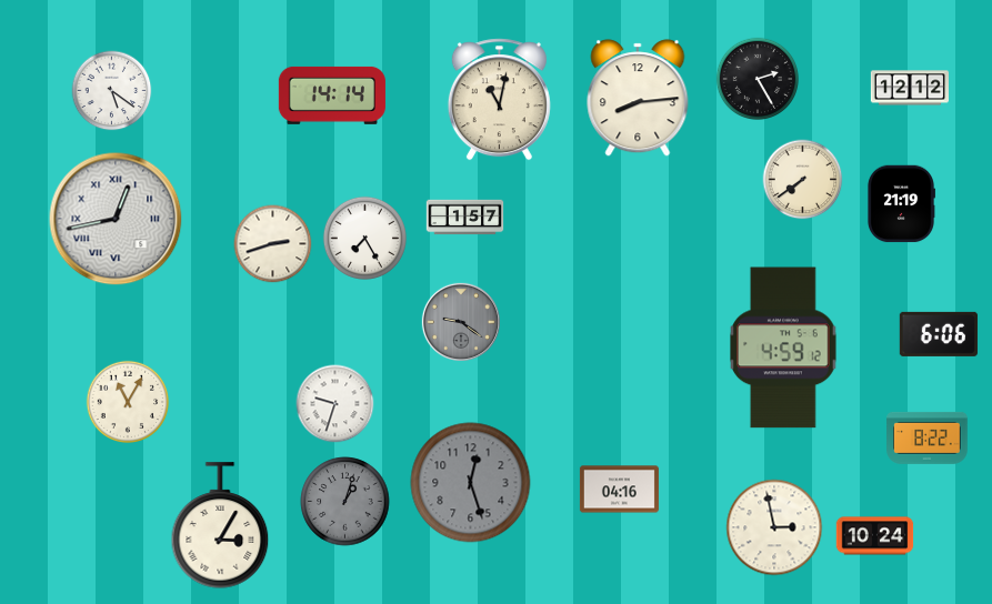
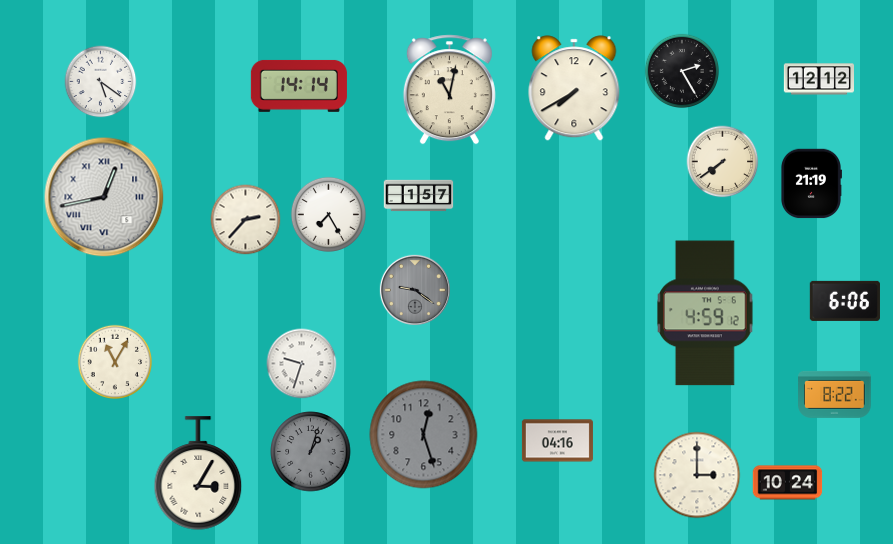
clock at (638, 98): 8:14 -> 7:40
clock at (273, 244): 2:42 -> 2:37
clock at (774, 527): 2:58 -> 3:00
